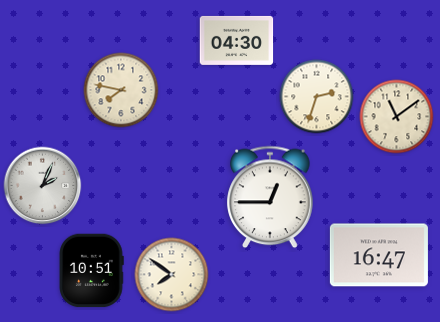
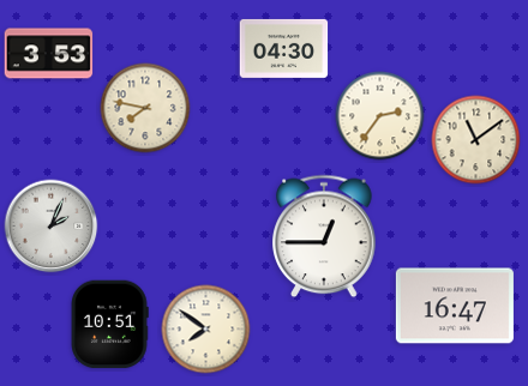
clock at (49, 54): none -> 3:53
clock at (317, 97): 2:33 -> 2:36
clock at (43, 186) position: (43, 186) -> (52, 227)
